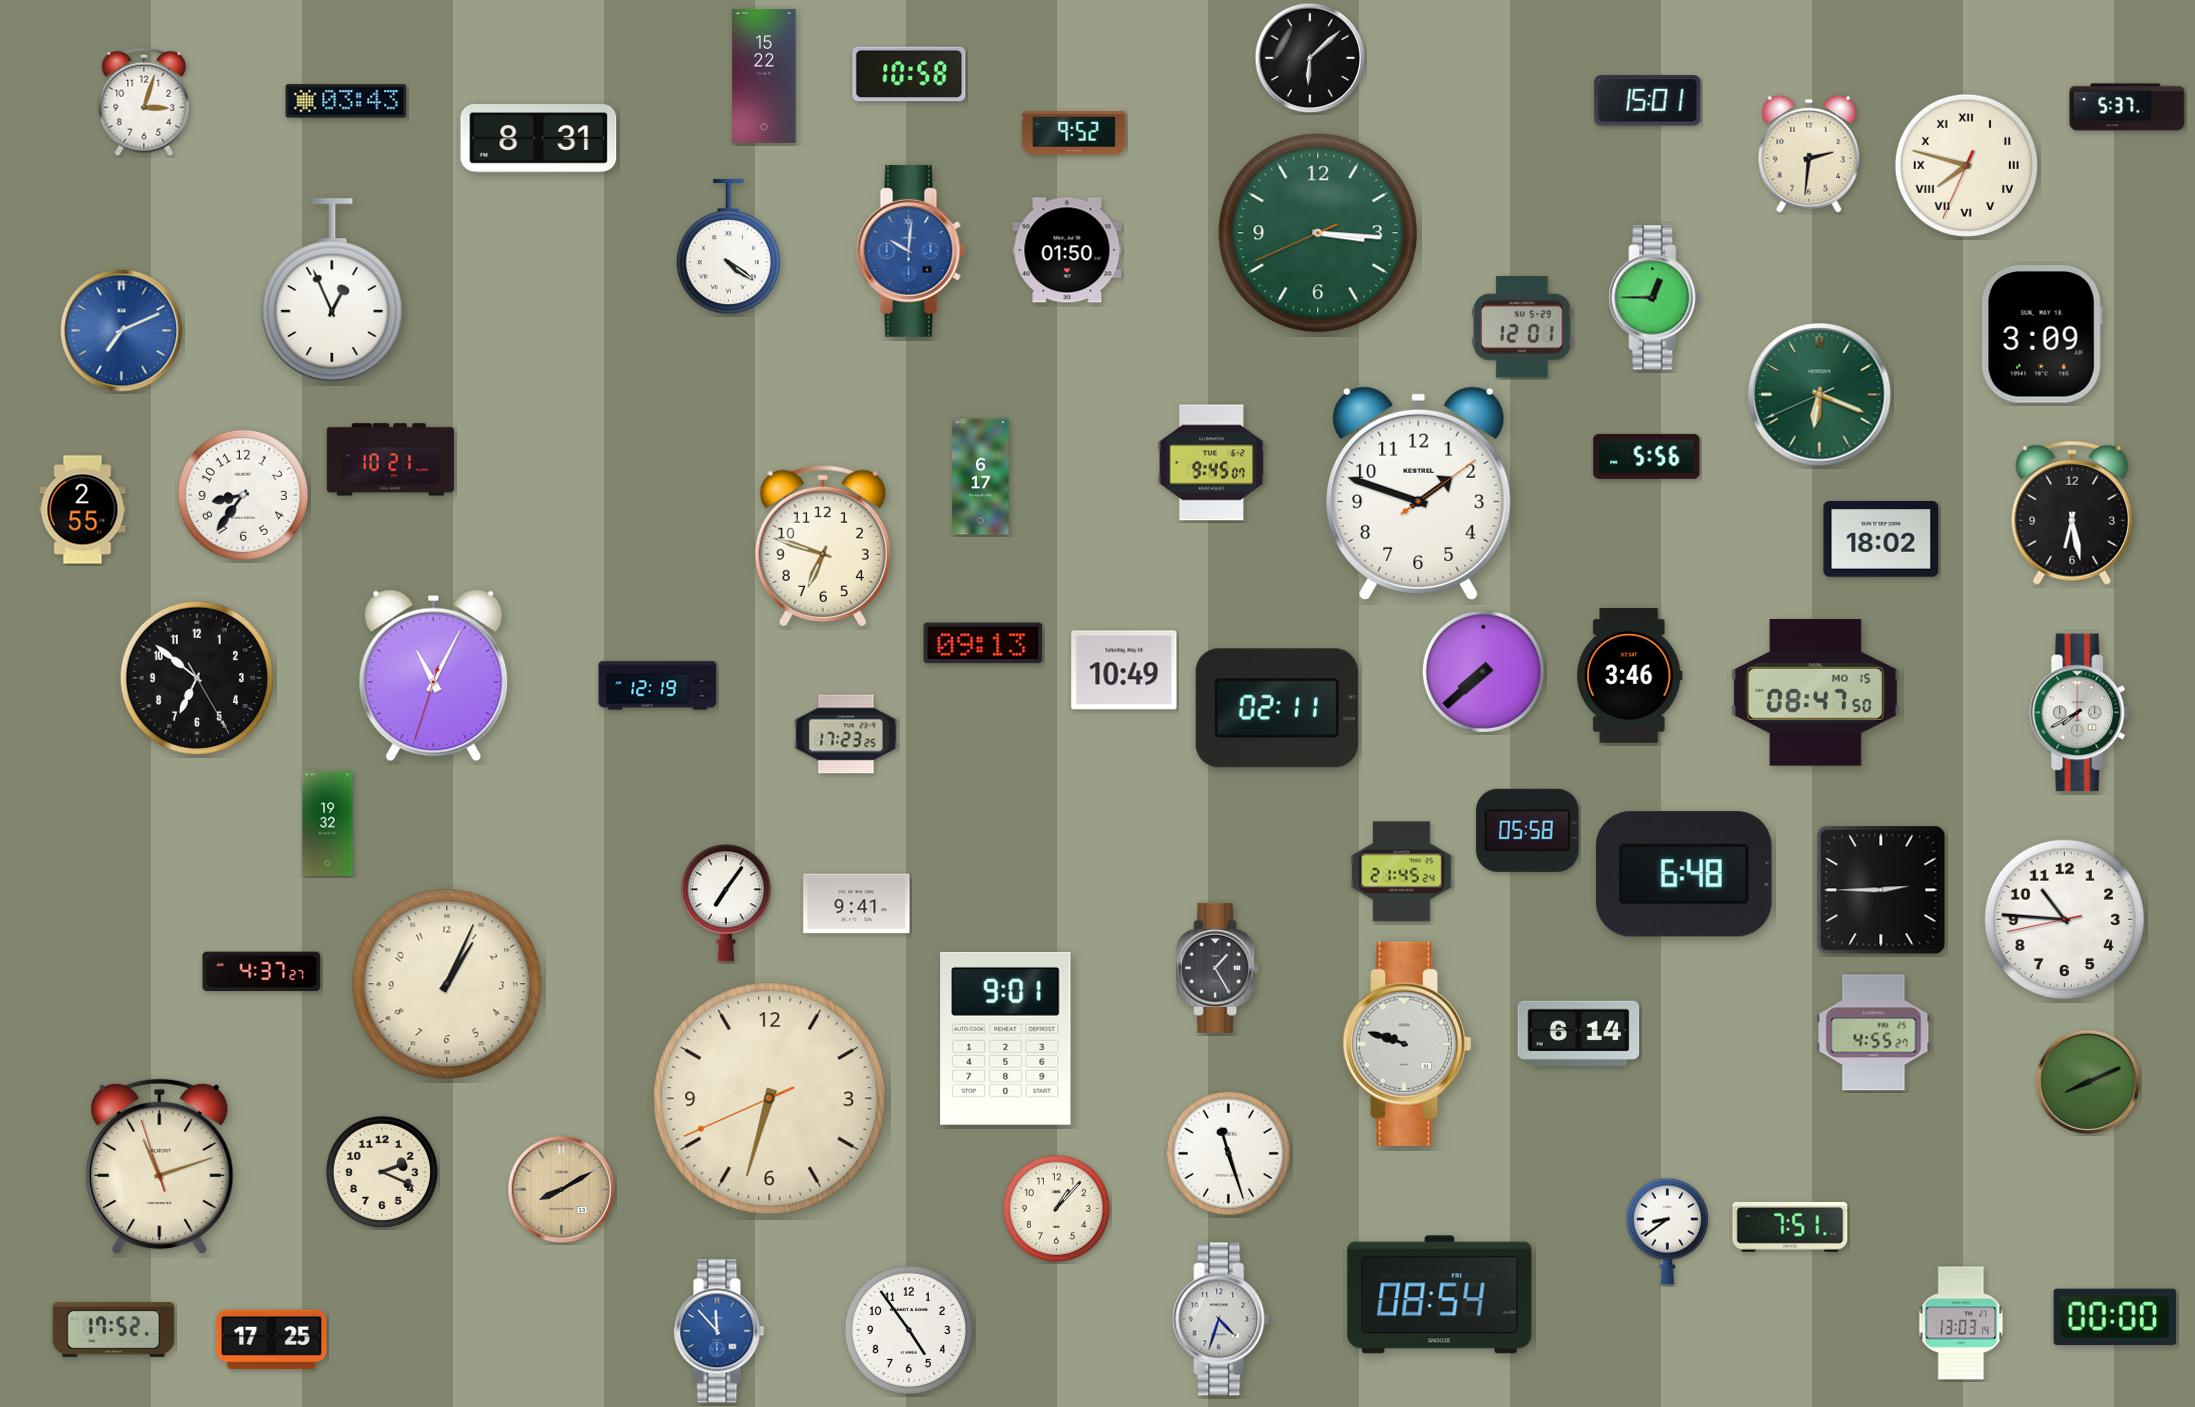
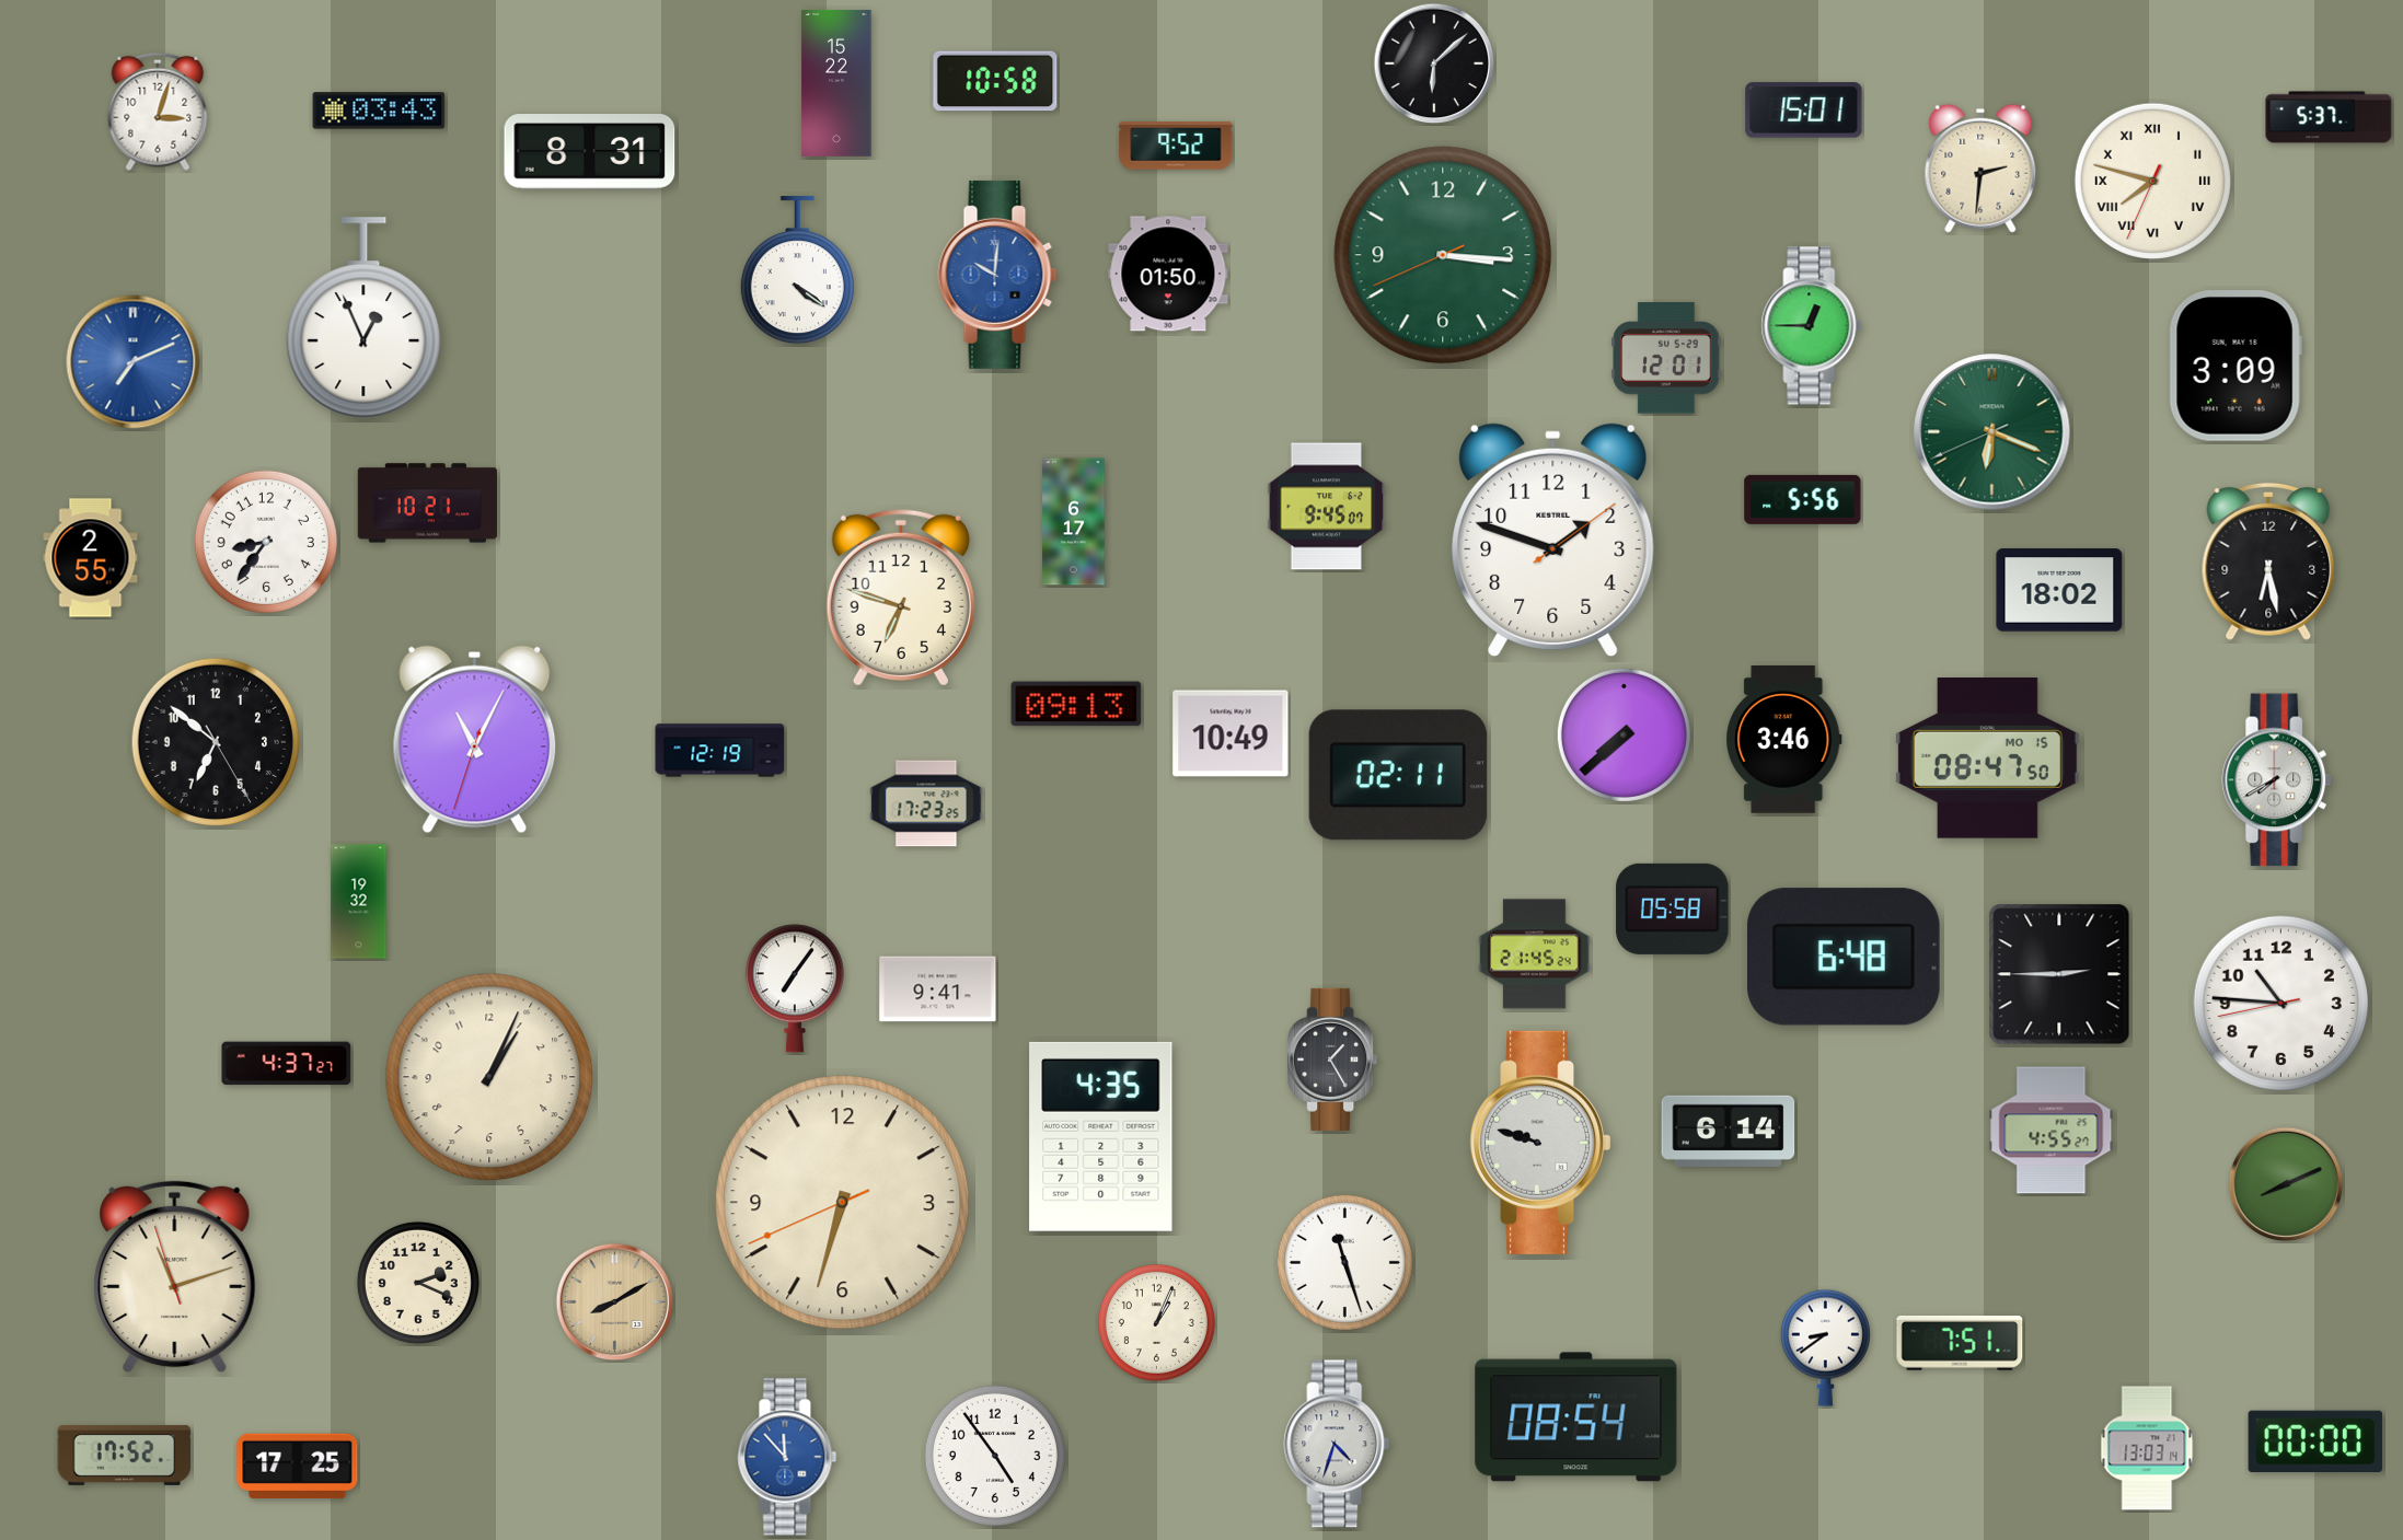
clock at (2065, 920) position: (2065, 920) -> (2281, 1004)
clock at (1006, 1038): 9:01 -> 4:35
clock at (1056, 1208): 1:07 -> 1:04
